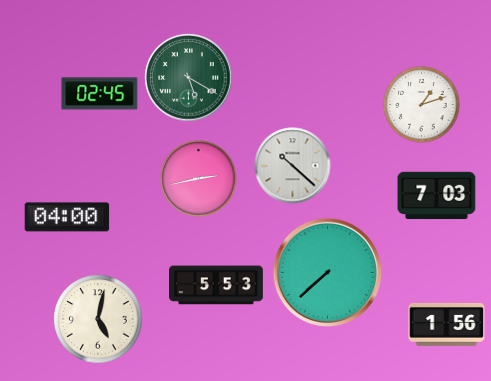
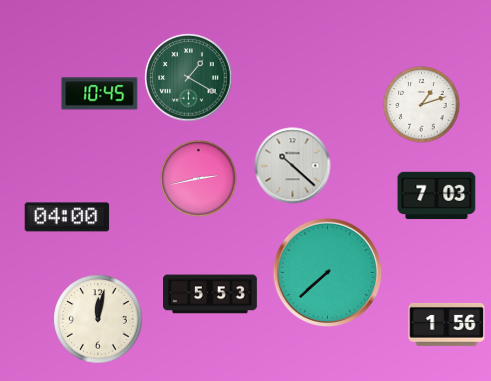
clock at (189, 78): 5:20 -> 1:20
clock at (100, 94): 02:45 -> 10:45
clock at (217, 285) position: (217, 285) -> (211, 294)
clock at (98, 319): 5:02 -> 12:02
